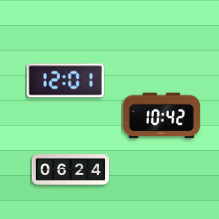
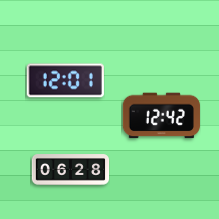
clock at (161, 116): 10:42 -> 12:42
clock at (70, 170): 06:24 -> 06:28
